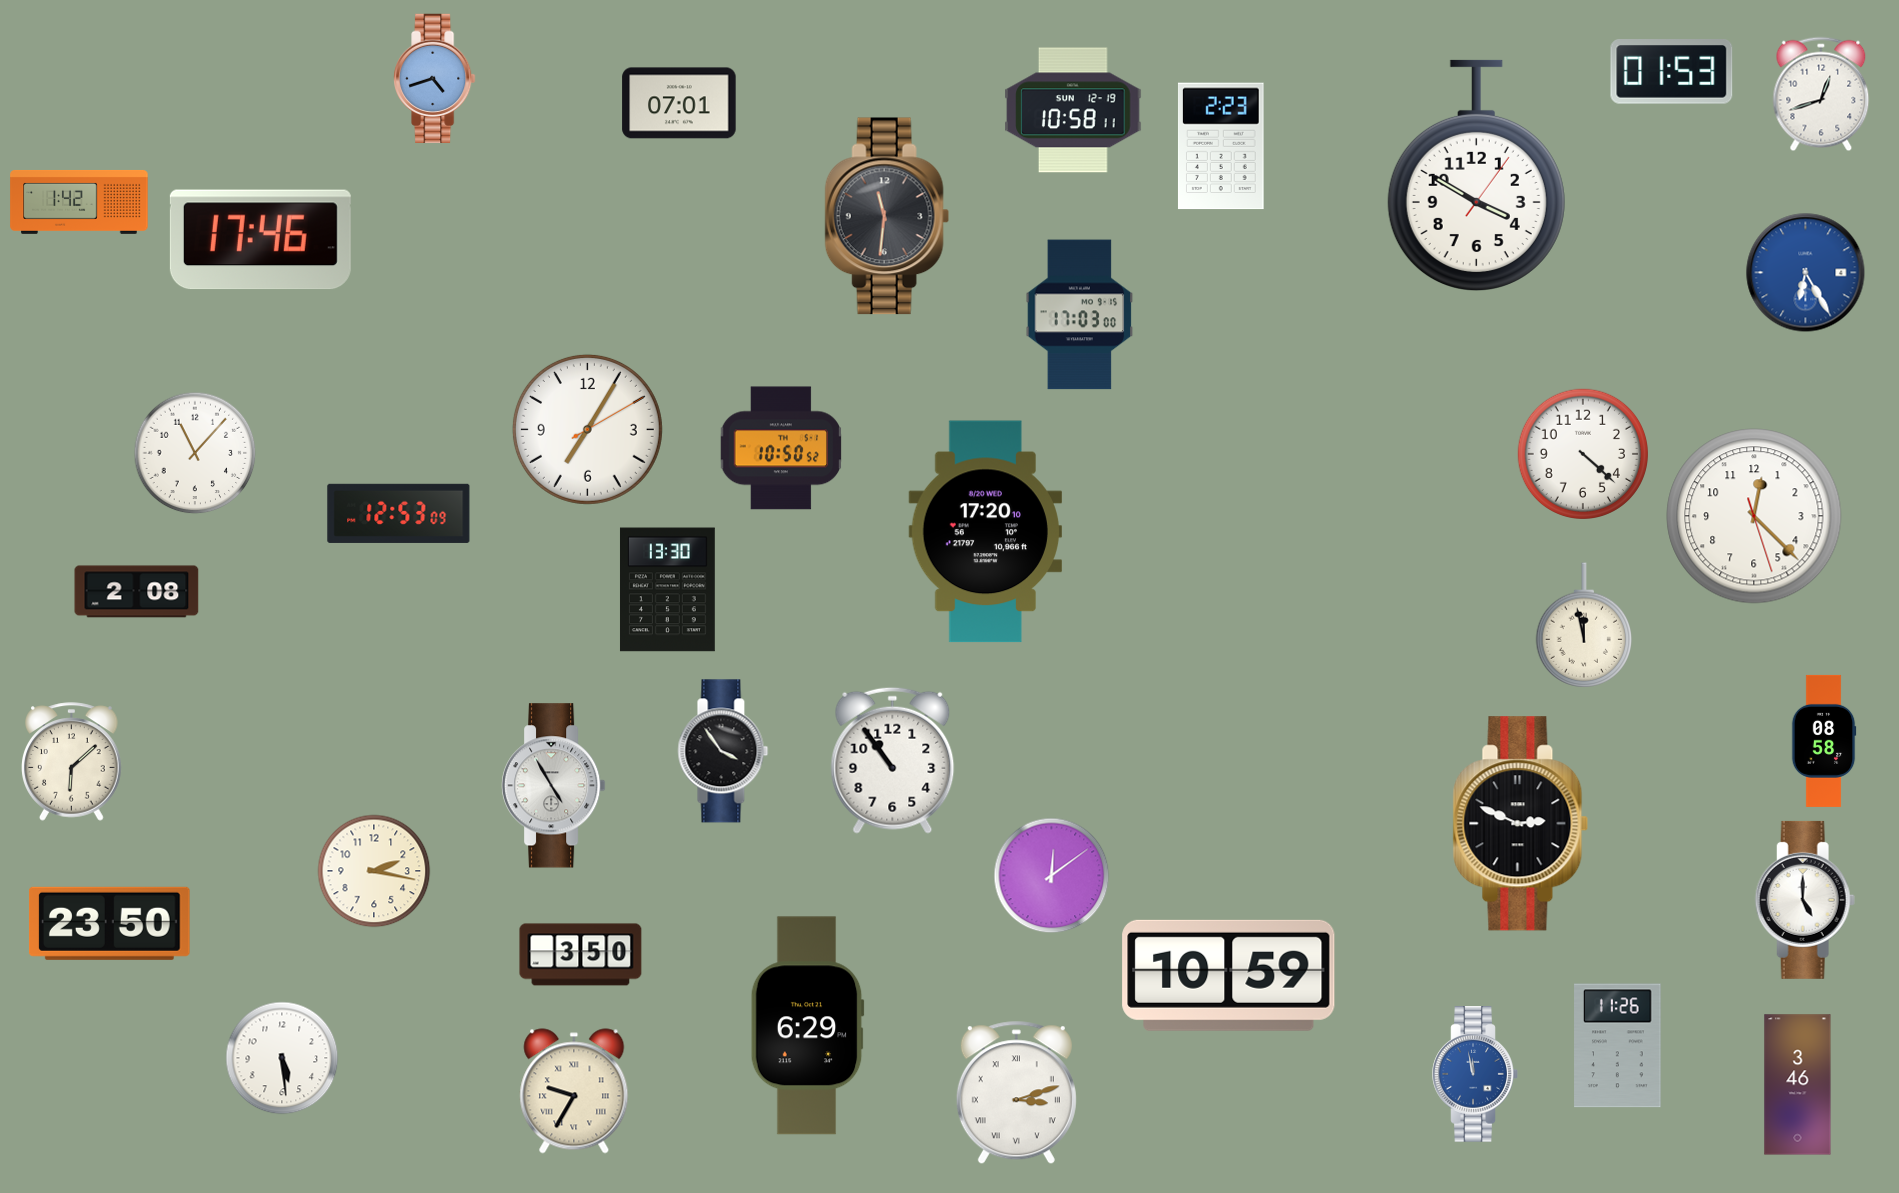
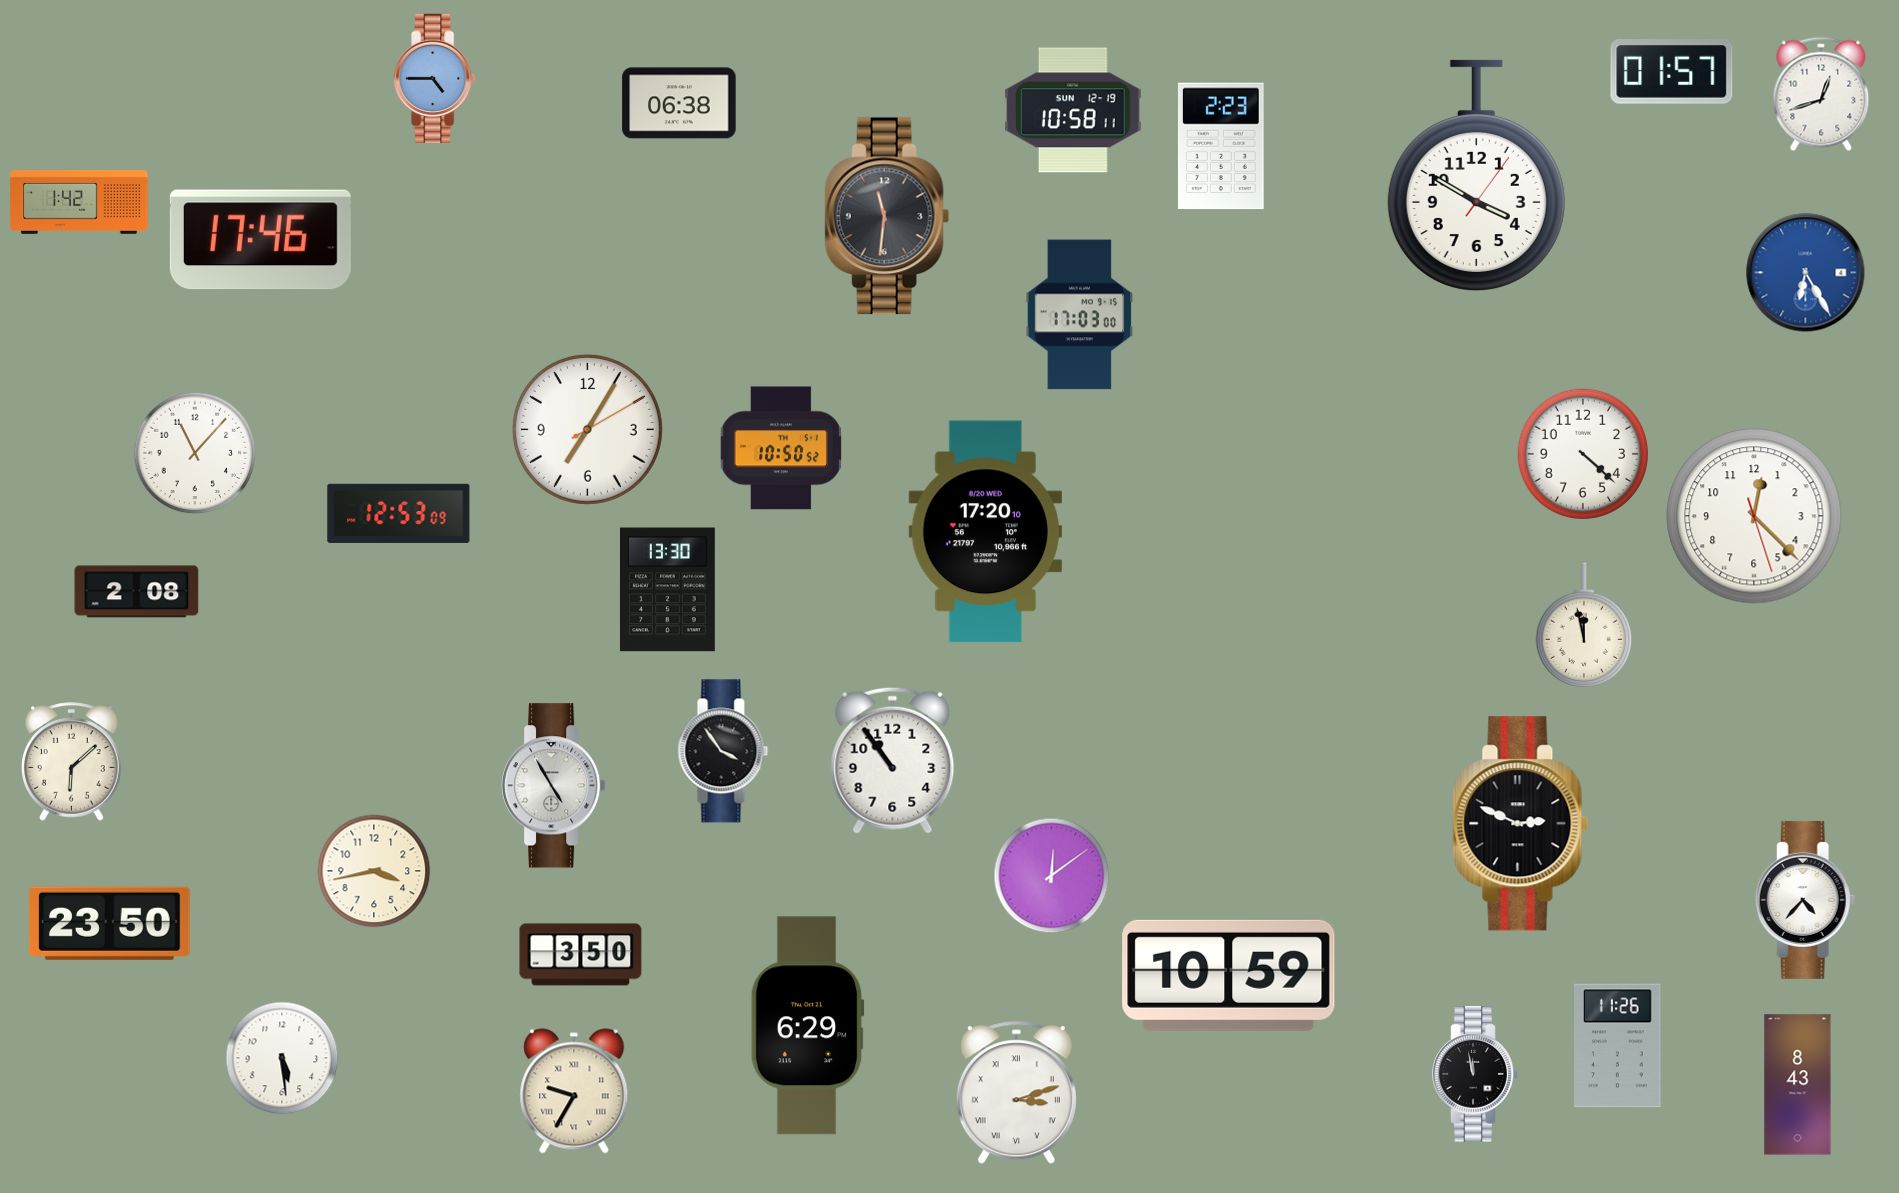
clock at (1672, 72): 01:53 -> 01:57
clock at (435, 78): 4:42 -> 4:45
clock at (679, 103): 07:01 -> 06:38
clock at (1824, 741): 08:58 -> none
clock at (374, 871): 2:17 -> 3:43
clock at (1805, 900): 5:00 -> 4:37
clock at (1475, 1075) dial: blue -> black
clock at (1798, 1085): 3:46 -> 8:43
